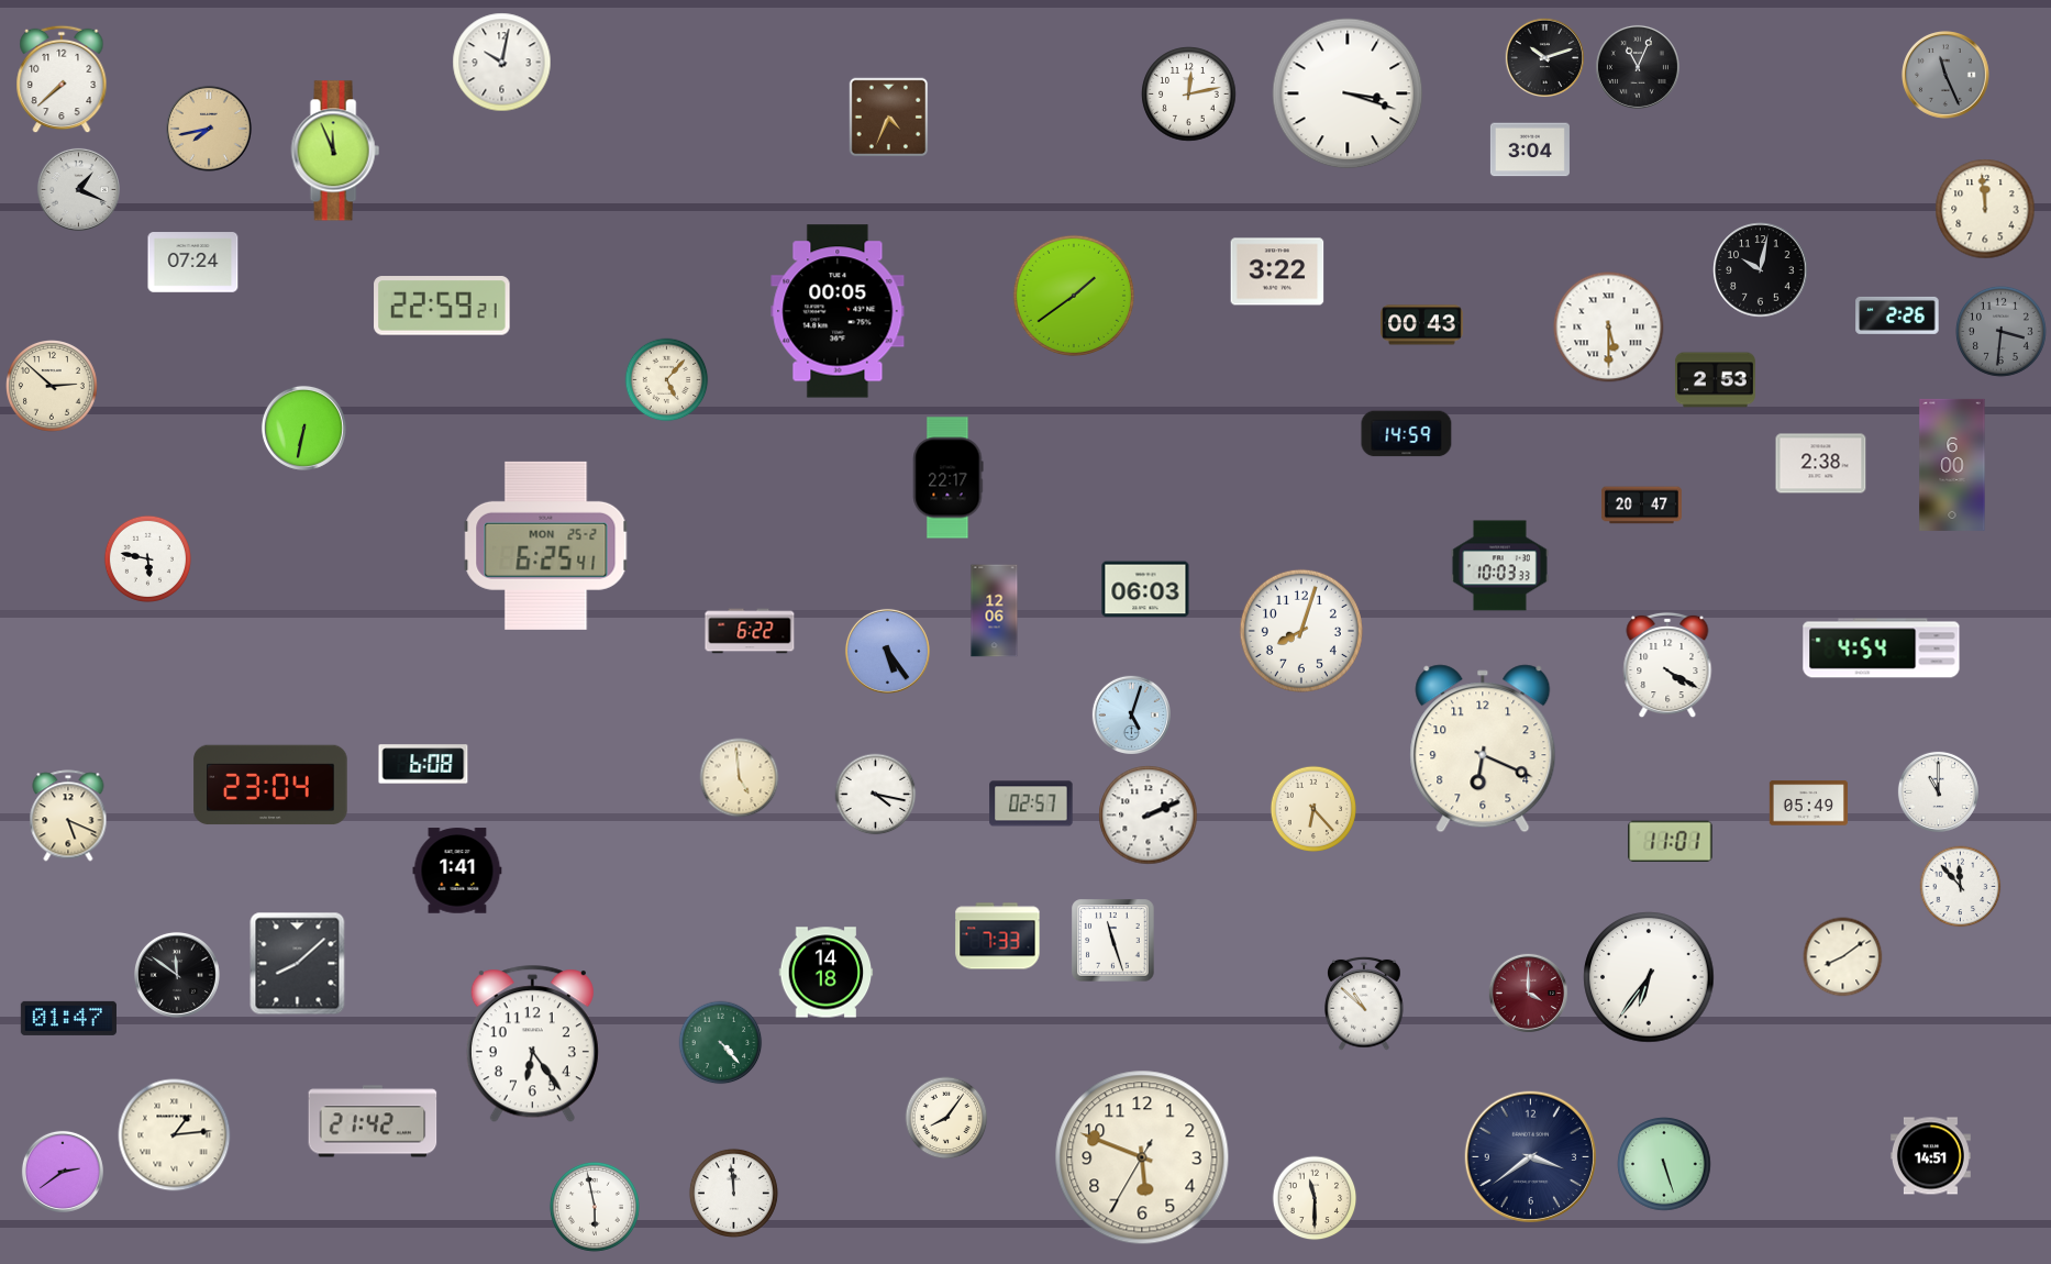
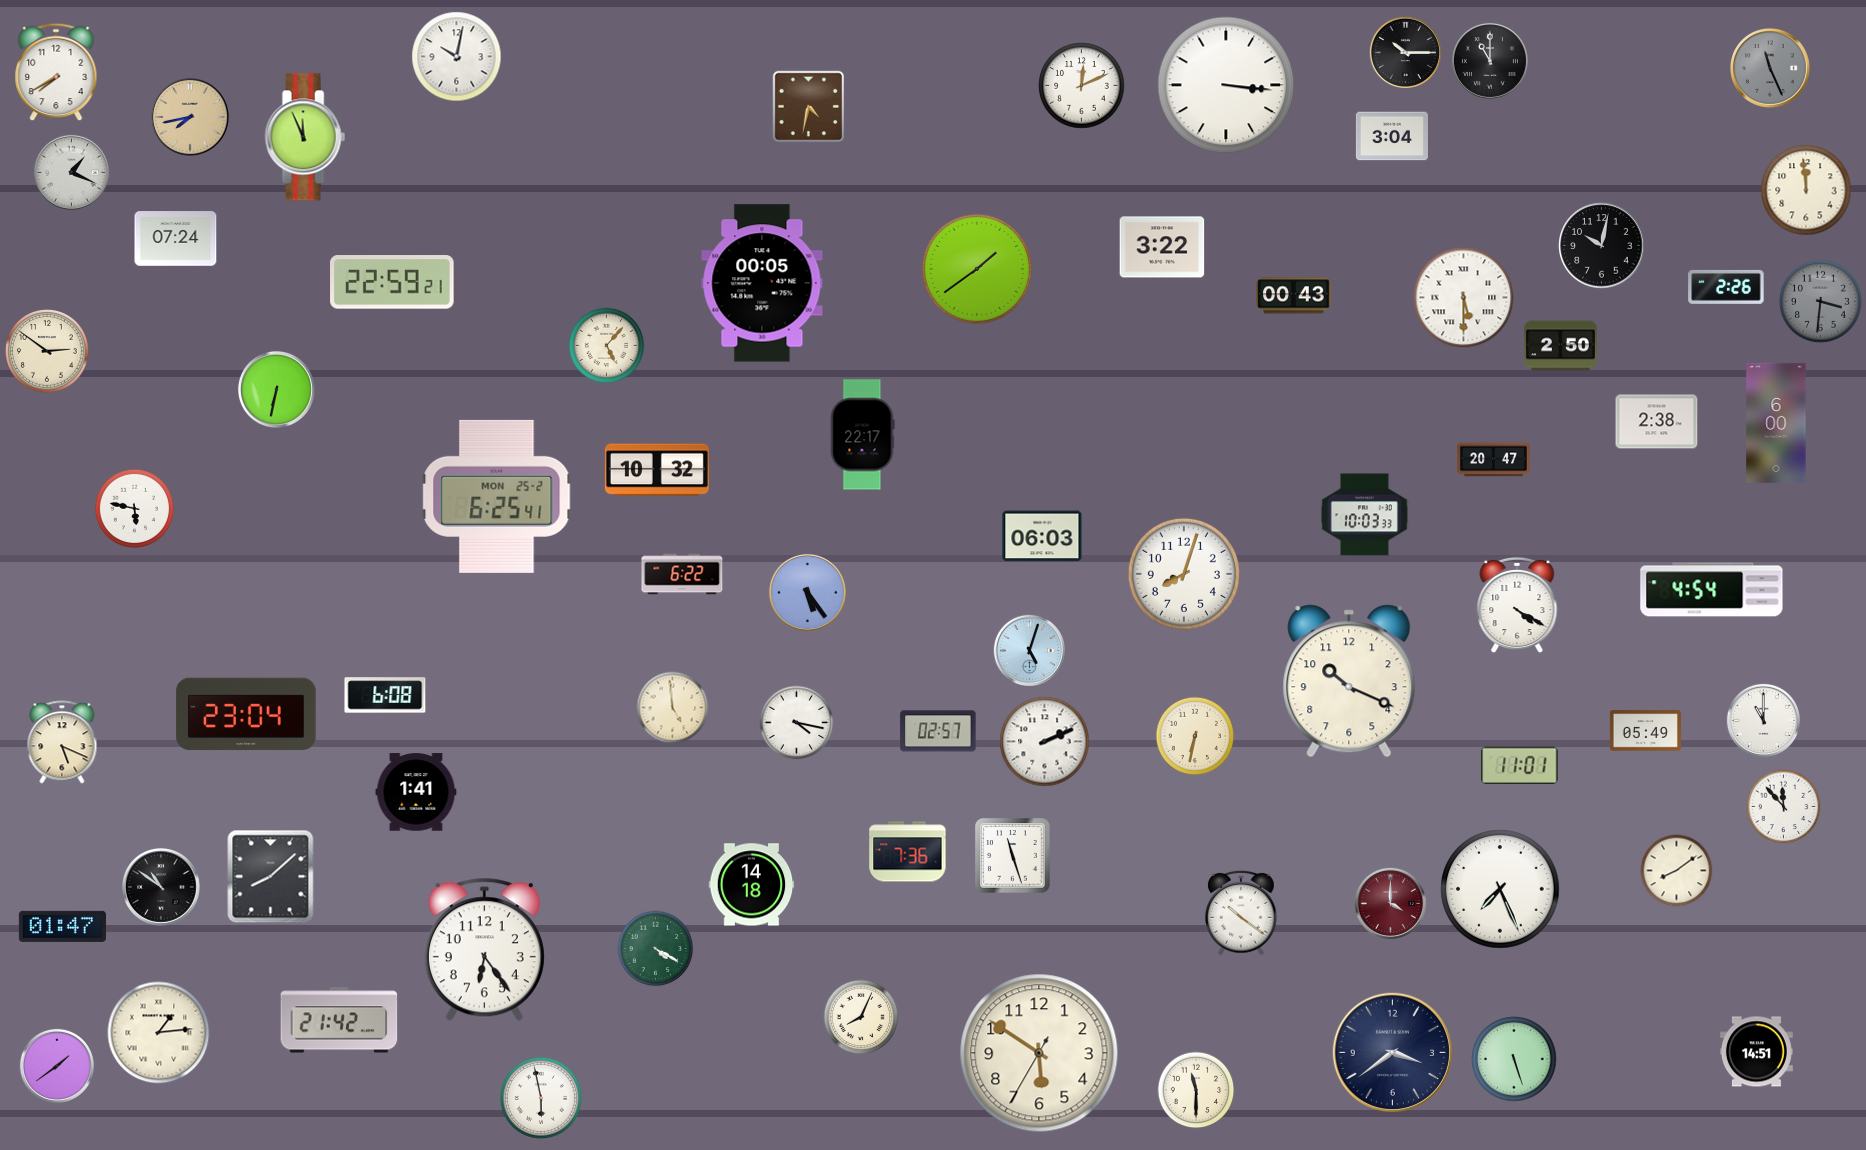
clock at (1544, 57): 10:12 -> 10:15
clock at (1638, 67): 11:04 -> 11:00
clock at (62, 79): 7:38 -> 7:40
clock at (1348, 93): 3:18 -> 3:16
clock at (1189, 95): 12:13 -> 12:11
clock at (889, 118): 4:34 -> 4:32
clock at (442, 306) position: (442, 306) -> (392, 282)
clock at (1715, 380): 2:53 -> 2:50
clock at (53, 387): 2:52 -> 2:51
clock at (1407, 434): 14:59 -> none
clock at (657, 470): none -> 10:32
clock at (995, 611): 12:06 -> none
clock at (1483, 749): 6:19 -> 10:19
clock at (1312, 808): 6:23 -> 6:32
clock at (998, 936): 7:33 -> 7:36
clock at (177, 975): 11:51 -> 10:51
clock at (1649, 977): 6:36 -> 7:26
clock at (1364, 1004): 10:52 -> 10:21
clock at (721, 1043): 4:23 -> 4:20
clock at (946, 1118): 8:06 -> 8:04
clock at (1142, 1157): 5:48 -> 5:50
clock at (63, 1172): 2:39 -> 1:39
clock at (733, 1193): 11:59 -> none
